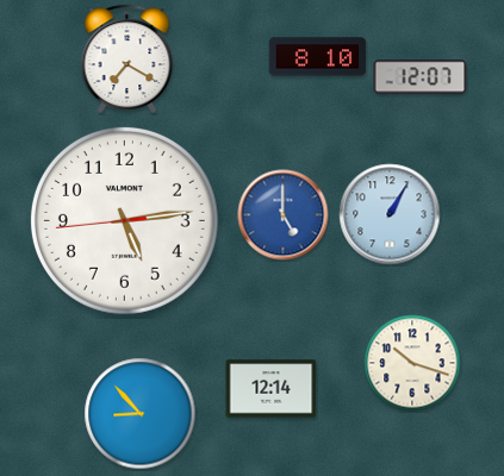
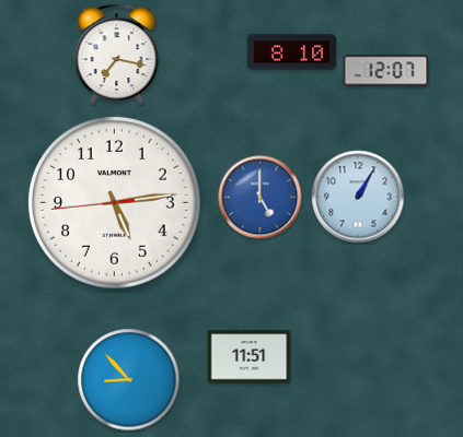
clock at (127, 58): 7:20 -> 7:17
clock at (412, 363): 10:18 -> none
clock at (272, 389): 12:14 -> 11:51
